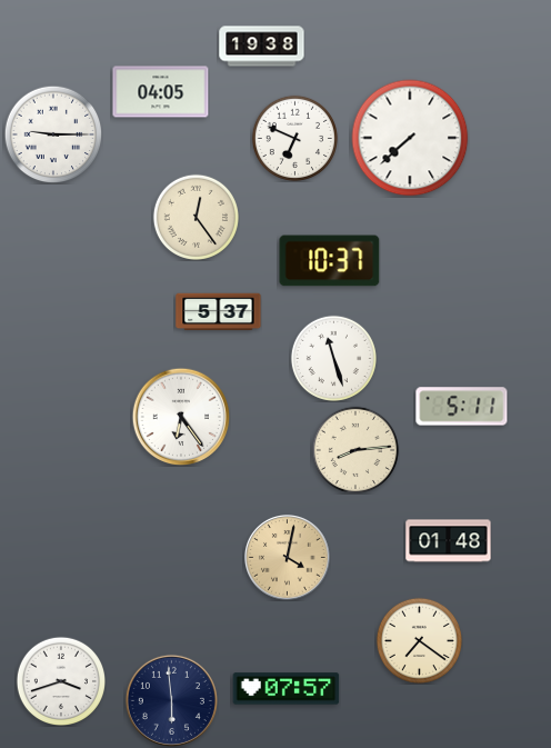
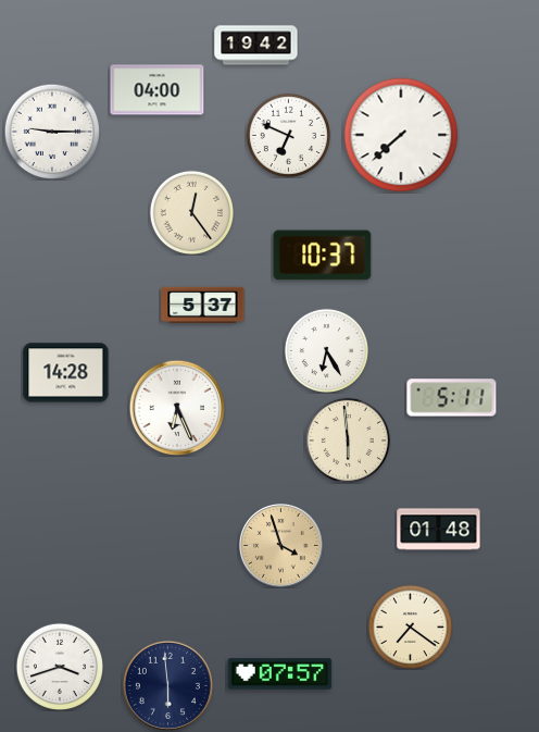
clock at (262, 47): 19:38 -> 19:42
clock at (161, 92): 04:05 -> 04:00
clock at (219, 312) position: (219, 312) -> (203, 306)
clock at (333, 358): 11:27 -> 6:25
clock at (66, 373): none -> 14:28
clock at (181, 417): 6:24 -> 6:26
clock at (354, 449): 8:14 -> 5:59
clock at (288, 558): 4:02 -> 3:57
